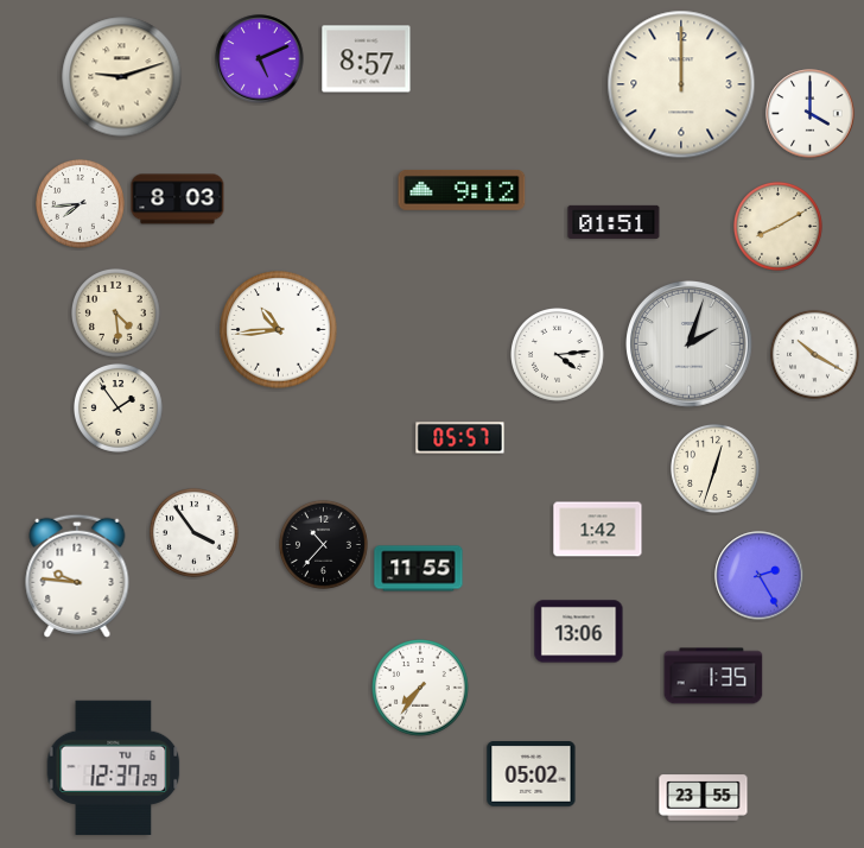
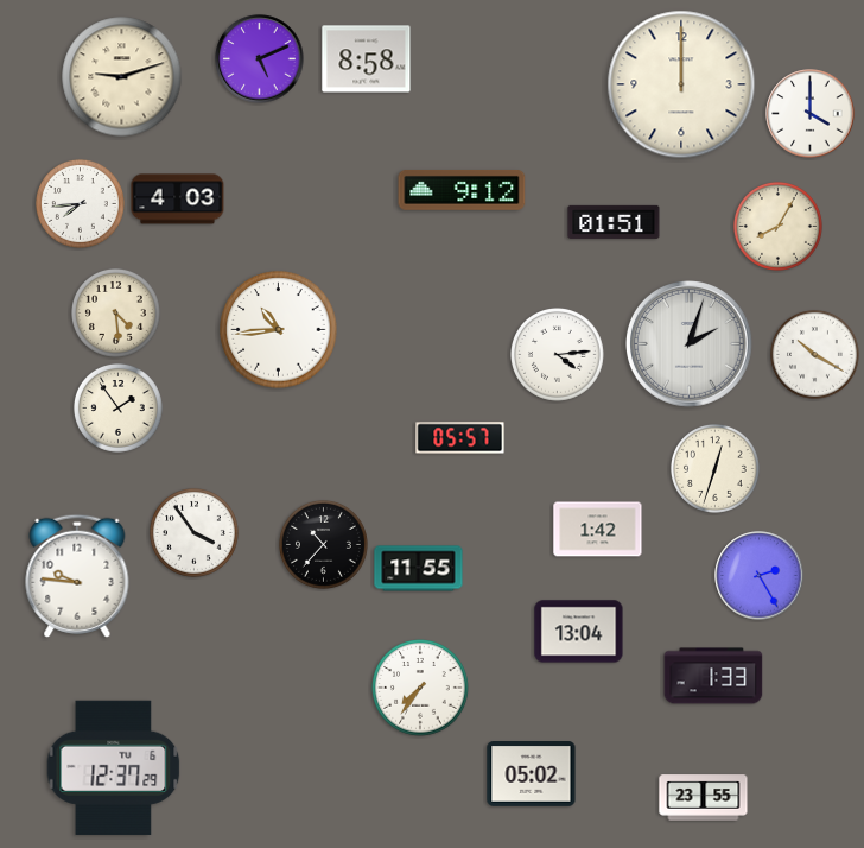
clock at (367, 59): 8:57 -> 8:58
clock at (178, 200): 8:03 -> 4:03
clock at (779, 227): 8:10 -> 8:05
clock at (579, 632): 13:06 -> 13:04
clock at (713, 676): 1:35 -> 1:33
